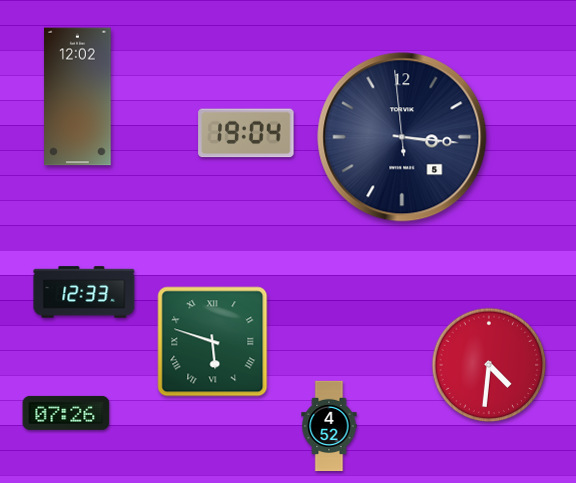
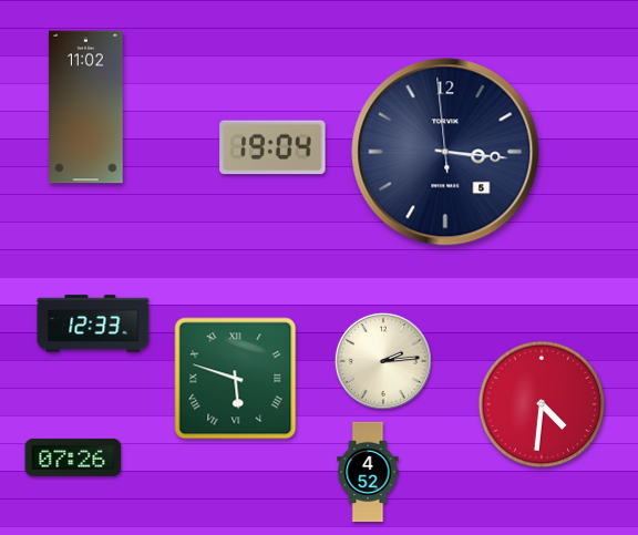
clock at (78, 97): 12:02 -> 11:02
clock at (383, 361): none -> 2:14
clock at (329, 426) position: (329, 426) -> (368, 472)
